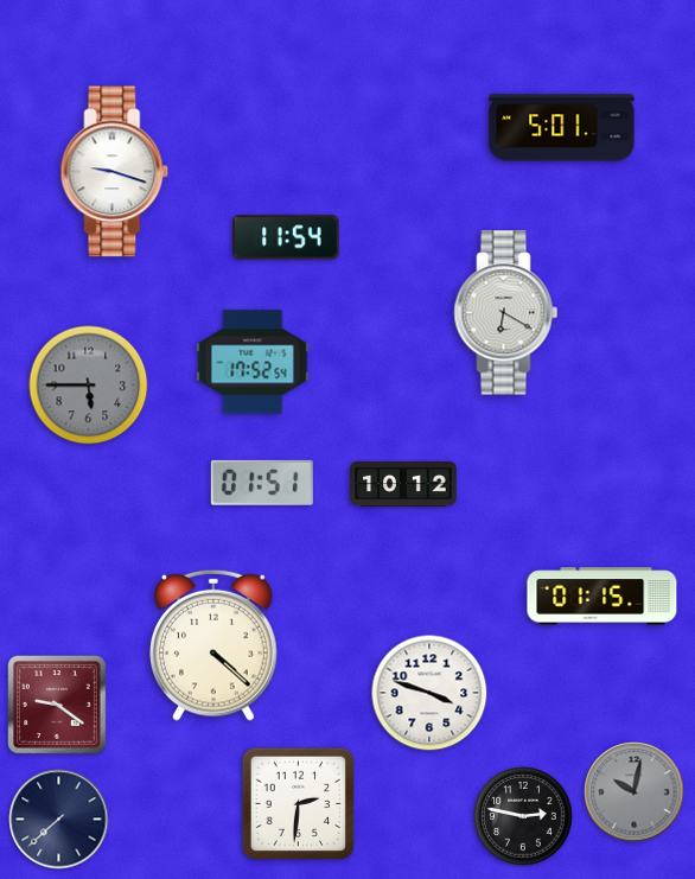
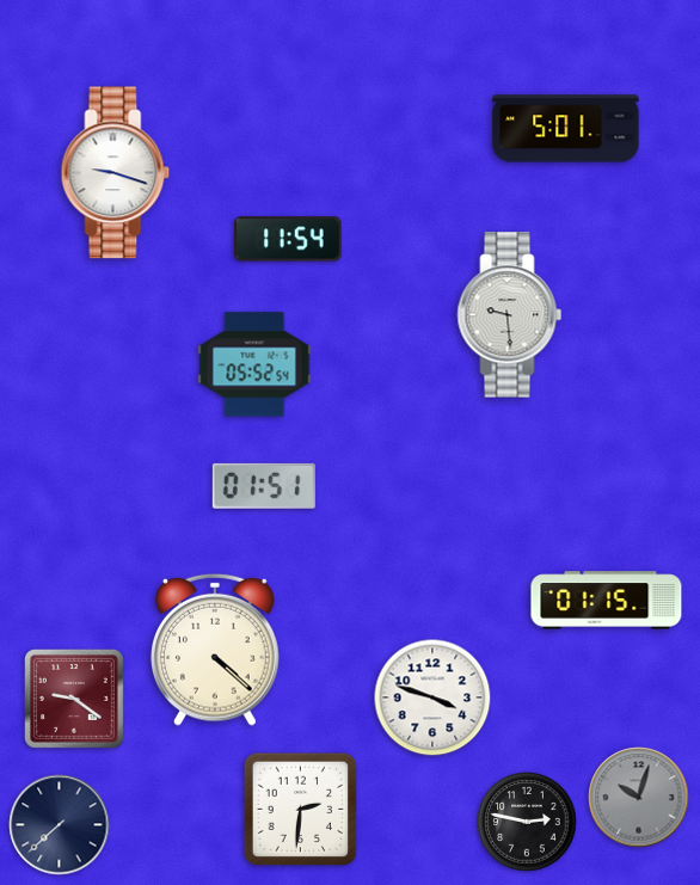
clock at (506, 313): 6:20 -> 9:29
clock at (253, 362): 17:52 -> 05:52
clock at (89, 386): 5:45 -> none
clock at (403, 484): 10:12 -> none
clock at (58, 706) position: (58, 706) -> (75, 700)
clock at (635, 792): 10:02 -> 10:03
